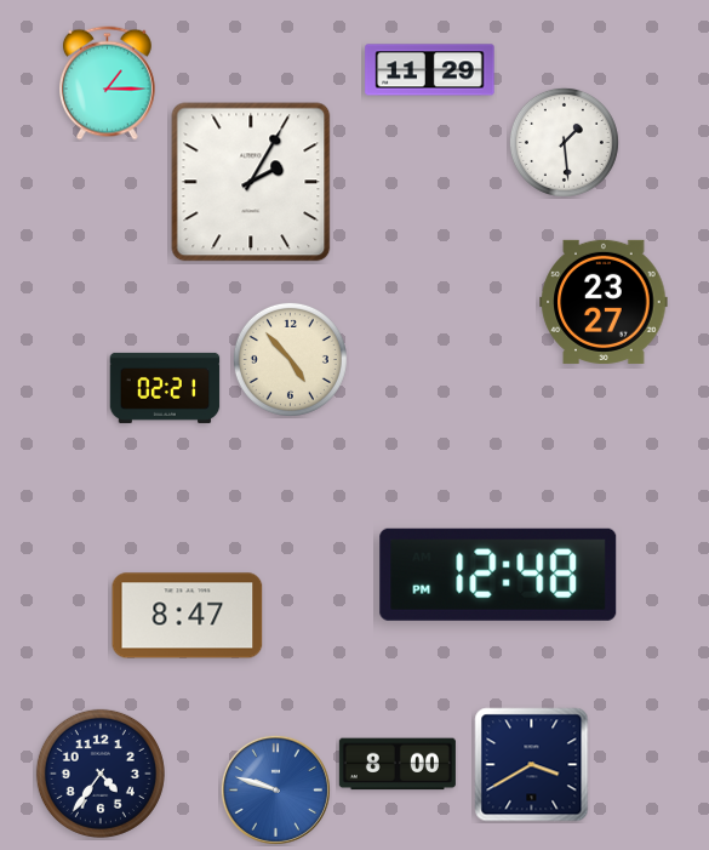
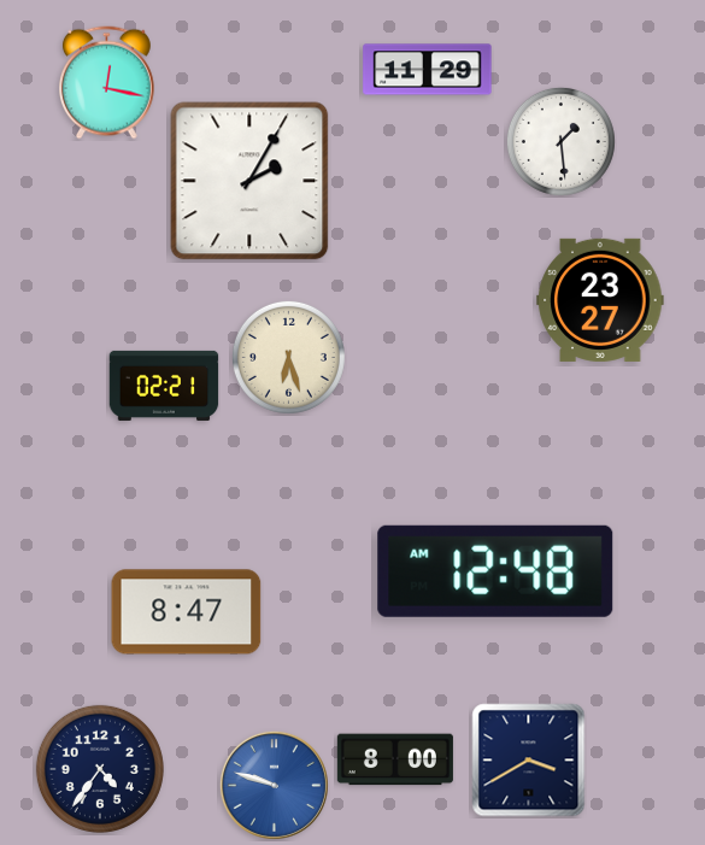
clock at (108, 84): 1:15 -> 12:17
clock at (290, 359): 4:53 -> 6:27
clock at (498, 575): 12:48 PM -> 12:48 AM
